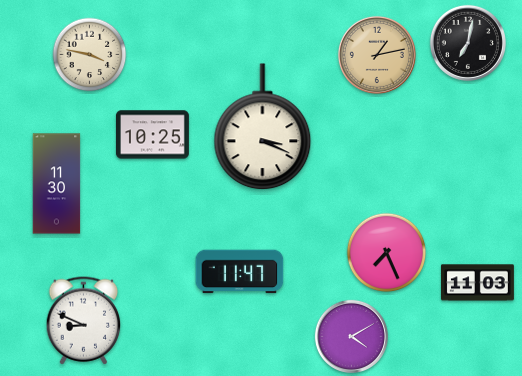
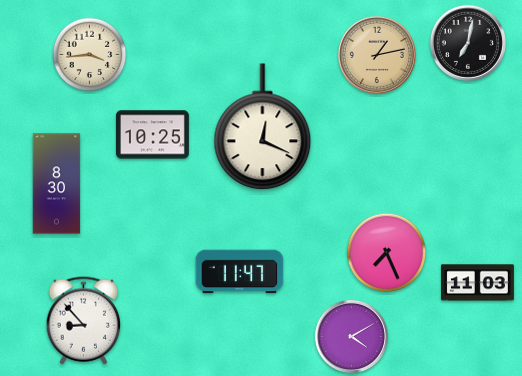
clock at (90, 55): 3:47 -> 3:44
clock at (263, 127): 3:19 -> 12:19
clock at (57, 184): 11:30 -> 8:30
clock at (84, 321): 8:49 -> 8:53
